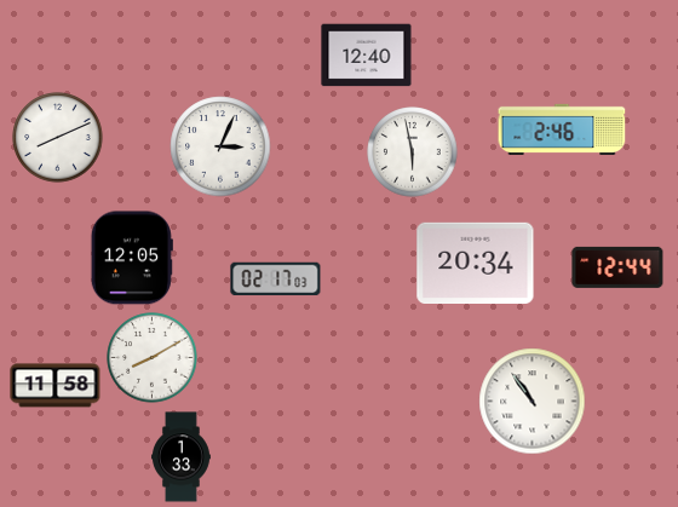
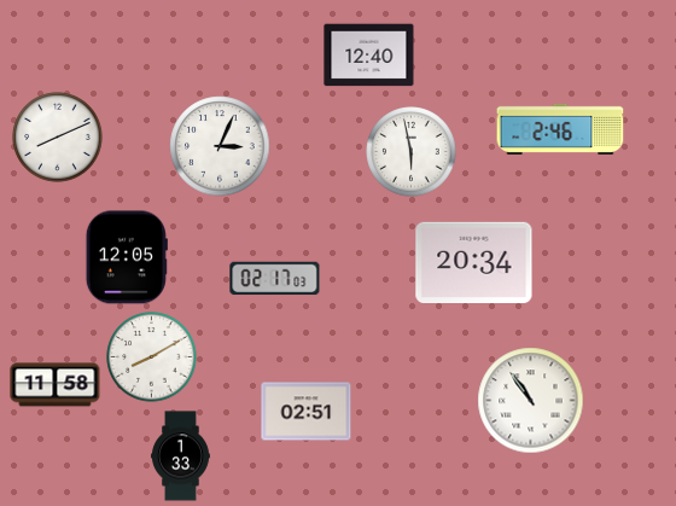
clock at (367, 56) position: (367, 56) -> (369, 56)
clock at (132, 258) position: (132, 258) -> (127, 257)
clock at (617, 267): 12:44 -> none
clock at (307, 412): none -> 02:51
